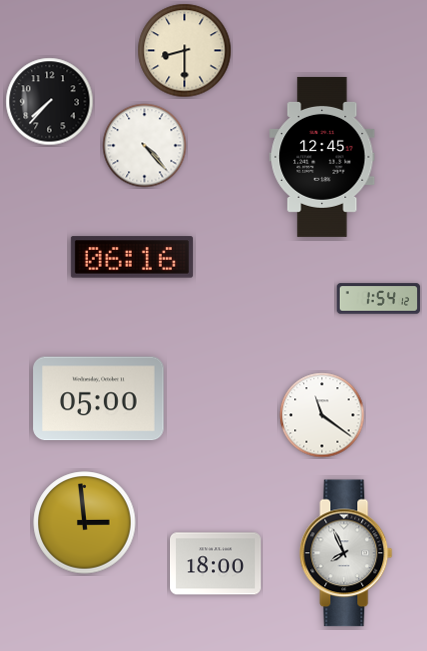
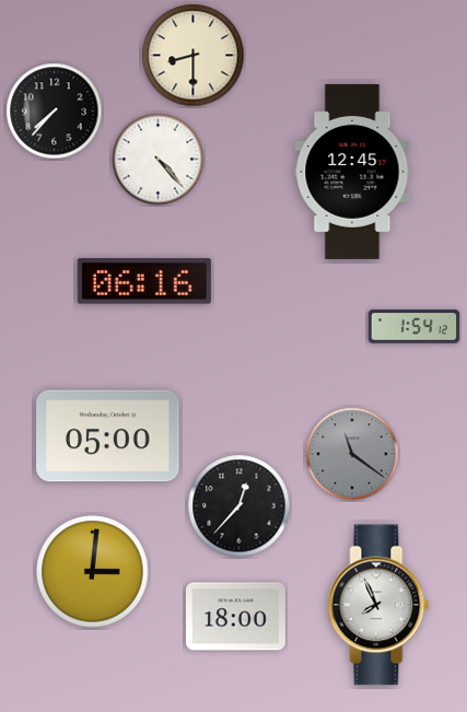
clock at (185, 51) position: (185, 51) -> (194, 56)
clock at (322, 415) dial: white -> grey
clock at (240, 506): none -> 12:37
clock at (85, 523): 2:59 -> 3:01
